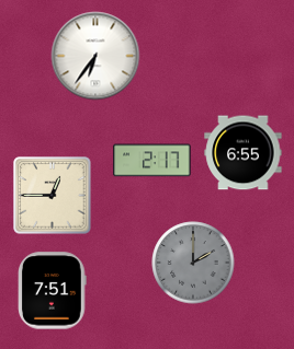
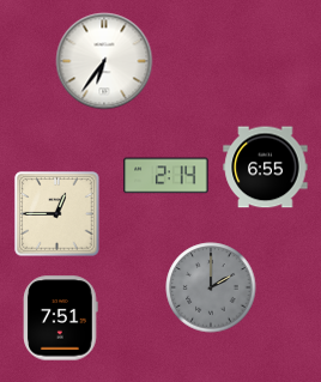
clock at (152, 161): 2:17 -> 2:14
clock at (53, 291) position: (53, 291) -> (61, 319)
